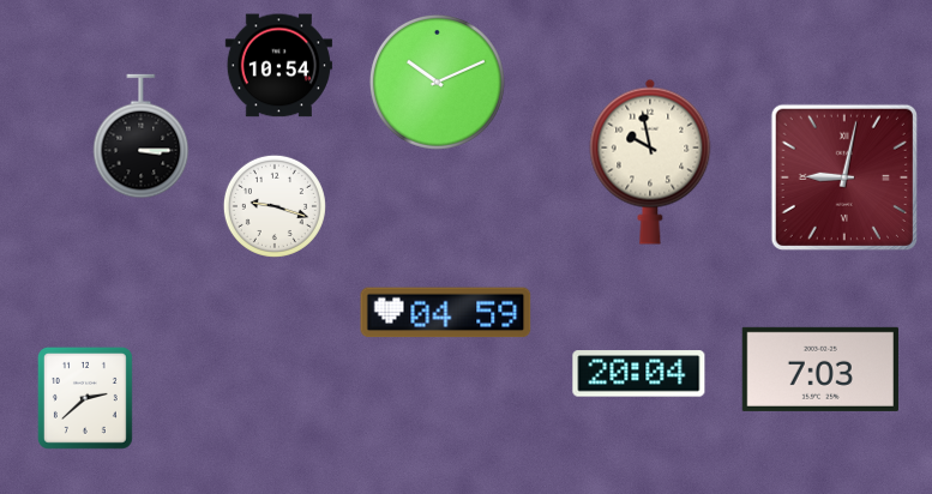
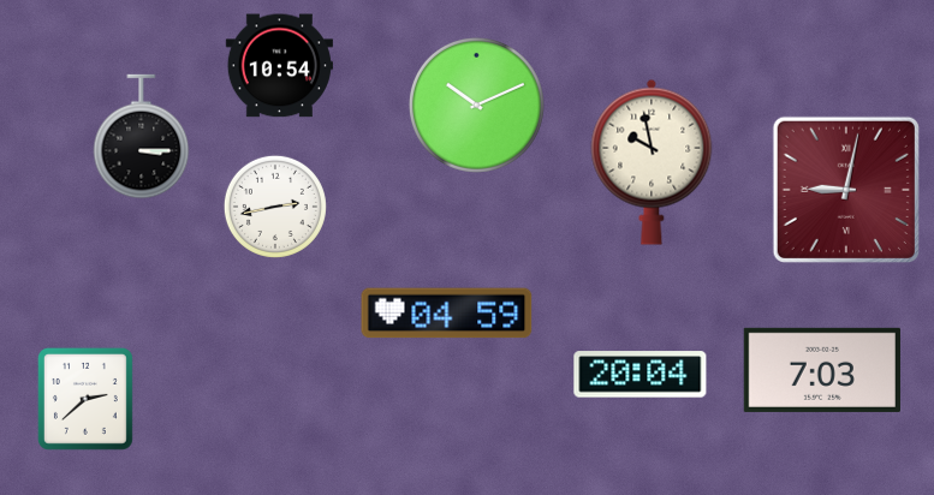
clock at (437, 82) position: (437, 82) -> (476, 105)
clock at (844, 177) position: (844, 177) -> (846, 190)
clock at (275, 206): 9:18 -> 2:43
